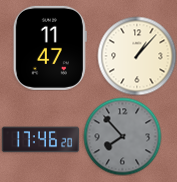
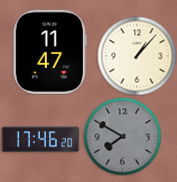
clock at (50, 48) position: (50, 48) -> (50, 52)
clock at (122, 136): 7:53 -> 7:50
